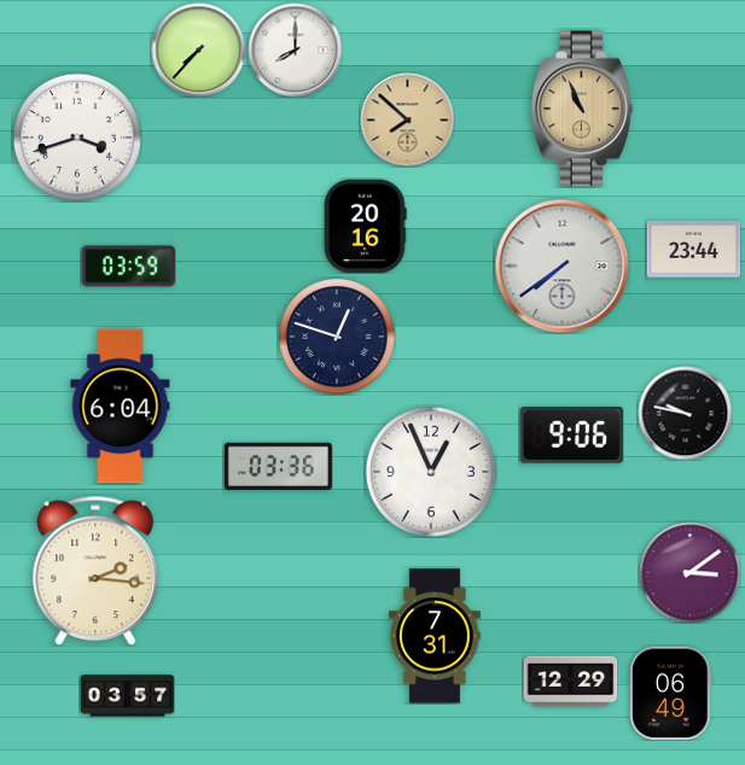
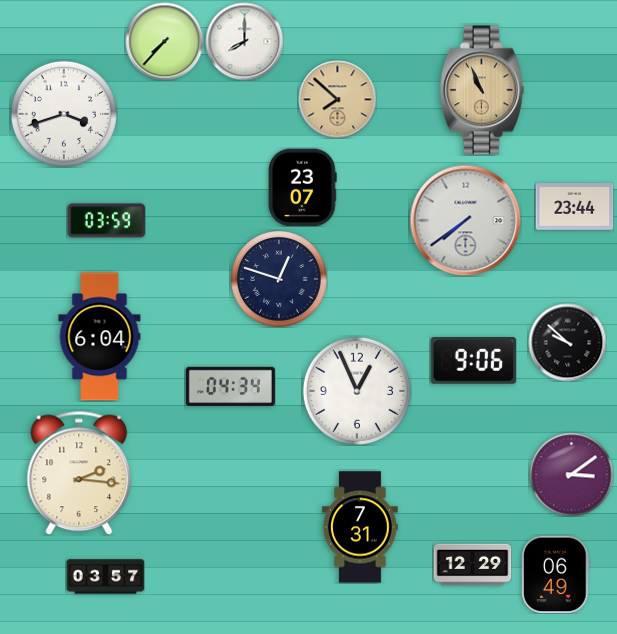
clock at (366, 226): 20:16 -> 23:07
clock at (685, 413): 9:47 -> 9:52
clock at (278, 466): 03:36 -> 04:34
